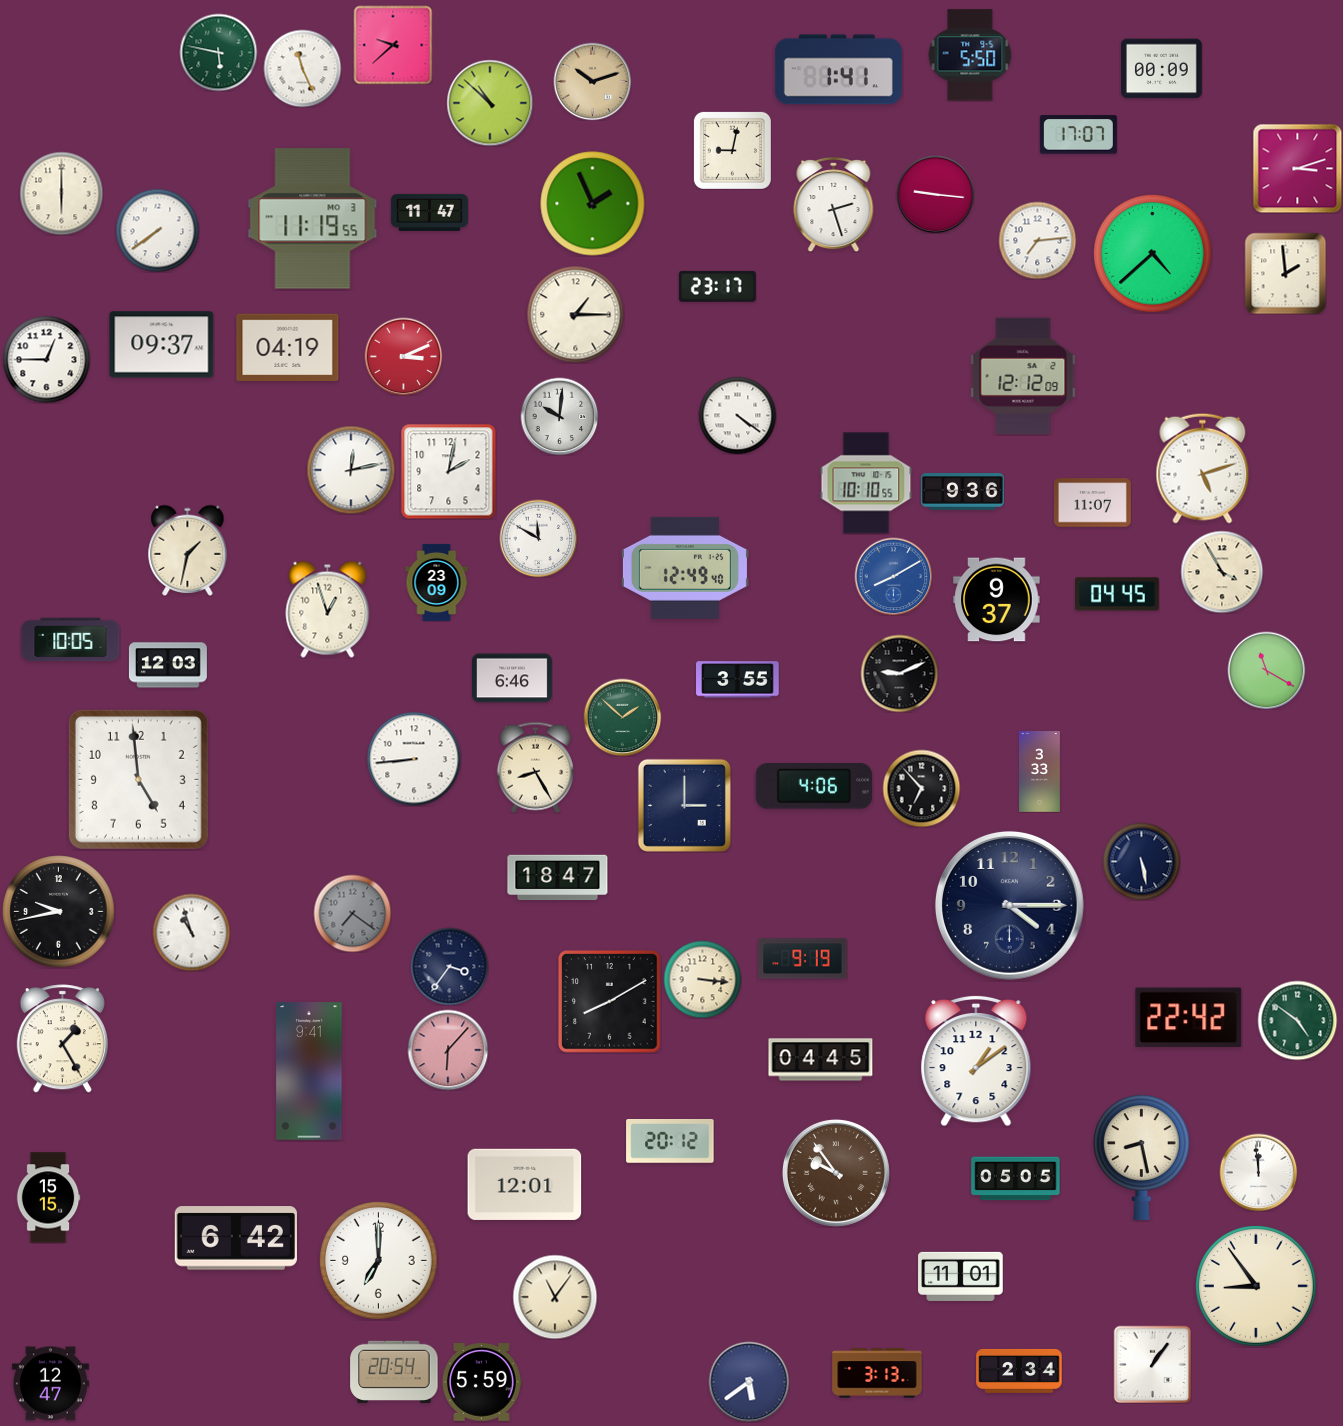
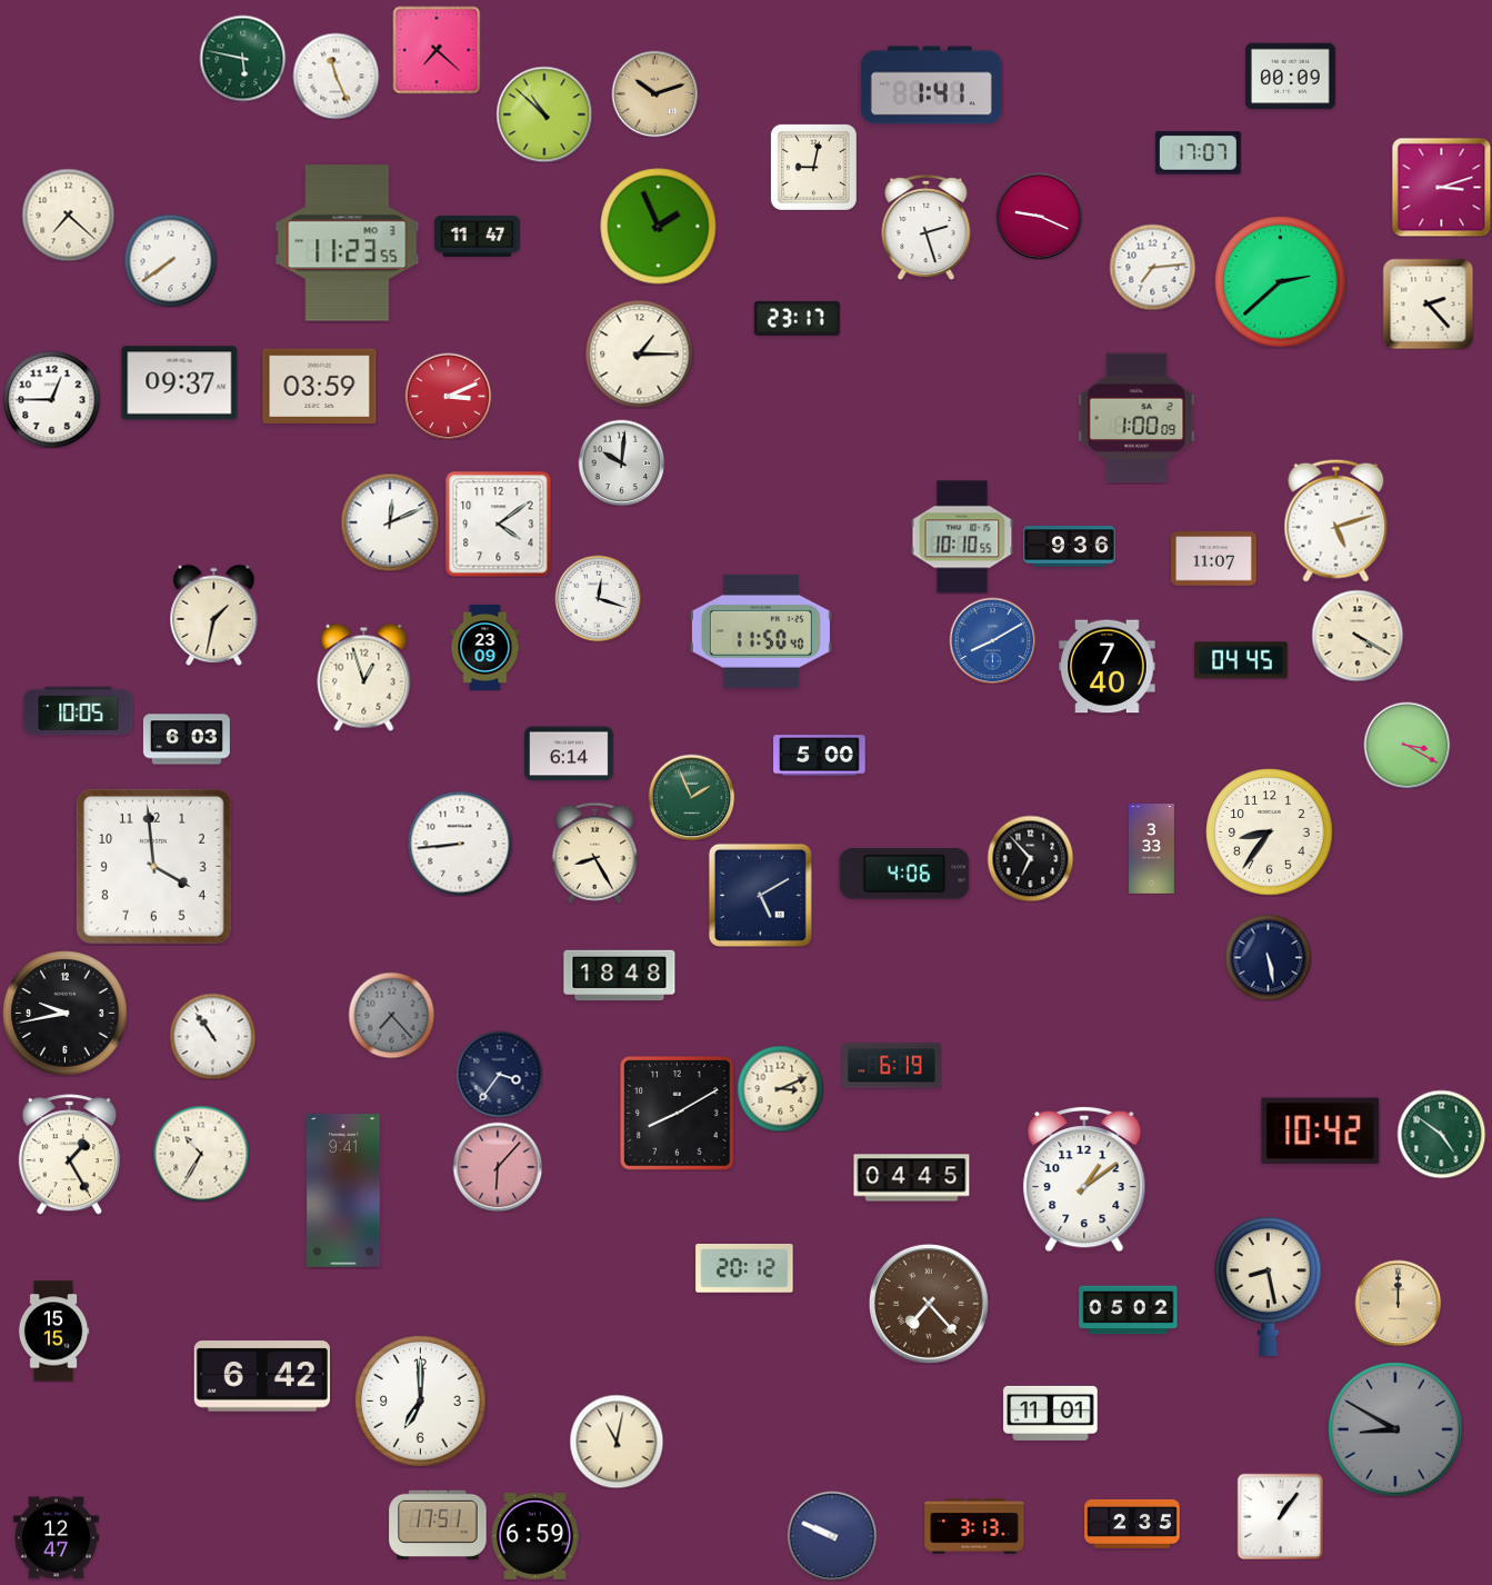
clock at (393, 45): 9:38 -> 7:22
clock at (970, 55): 5:50 -> none
clock at (838, 70) position: (838, 70) -> (931, 86)
clock at (592, 81) position: (592, 81) -> (654, 93)
clock at (1078, 135) position: (1078, 135) -> (1198, 153)
clock at (61, 193): 6:00 -> 7:22
clock at (935, 194): 9:16 -> 9:19
clock at (313, 219): 11:19 -> 11:23
clock at (157, 230) position: (157, 230) -> (170, 260)
clock at (1153, 254): 4:38 -> 2:38
clock at (1285, 273): 1:59 -> 2:23
clock at (575, 314) position: (575, 314) -> (639, 353)
clock at (288, 347): 04:19 -> 03:59
clock at (1023, 376): 12:12 -> 1:00
clock at (737, 415): 4:21 -> none
clock at (351, 470): 12:13 -> 12:11
clock at (448, 471): 2:02 -> 4:09
clock at (538, 538): 11:50 -> 12:18
clock at (188, 550) position: (188, 550) -> (214, 615)
clock at (685, 568): 12:49 -> 11:50
clock at (1222, 572): 3:55 -> 4:20
clock at (997, 600): 9:37 -> 7:40
clock at (168, 665): 12:03 -> 6:03
clock at (1266, 670): 11:20 -> 3:20
clock at (899, 673): 9:11 -> none
clock at (513, 678): 6:46 -> 6:14
clock at (738, 680): 3:55 -> 5:00
clock at (622, 717): 1:52 -> 1:56
clock at (1270, 833): none -> 8:36
clock at (1040, 772) position: (1040, 772) -> (1152, 849)
clock at (138, 779): 4:59 -> 3:59
clock at (921, 788) position: (921, 788) -> (1030, 858)
clock at (684, 805): 3:00 -> 5:10
clock at (558, 878): 18:47 -> 18:48
clock at (1009, 905): 4:15 -> none
clock at (352, 913): 7:21 -> 7:23
clock at (191, 932): 10:57 -> 10:54
clock at (803, 959): 9:19 -> 6:19
clock at (702, 979): 3:16 -> 3:11
clock at (1189, 1018): 22:42 -> 10:42
clock at (201, 1154): none -> 10:35
clock at (1258, 1172): 11:59 -> 12:00
clock at (1258, 1172) dial: white -> champagne
clock at (836, 1173): 9:54 -> 7:23
clock at (1016, 1179): 05:05 -> 05:02
clock at (525, 1184): 12:01 -> none
clock at (961, 1276) position: (961, 1276) -> (1051, 1413)
clock at (1257, 1287): 8:54 -> 8:50
clock at (1257, 1287) dial: cream -> grey
clock at (555, 1297): 11:06 -> 11:02
clock at (394, 1371): 20:54 -> 17:51
clock at (1019, 1371): 2:34 -> 2:35
clock at (482, 1382): 5:59 -> 6:59
clock at (749, 1382): 5:39 -> 9:49
